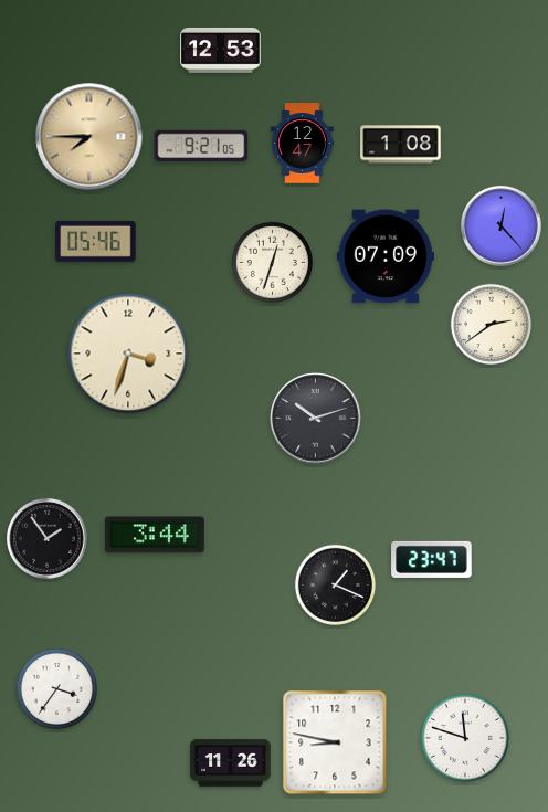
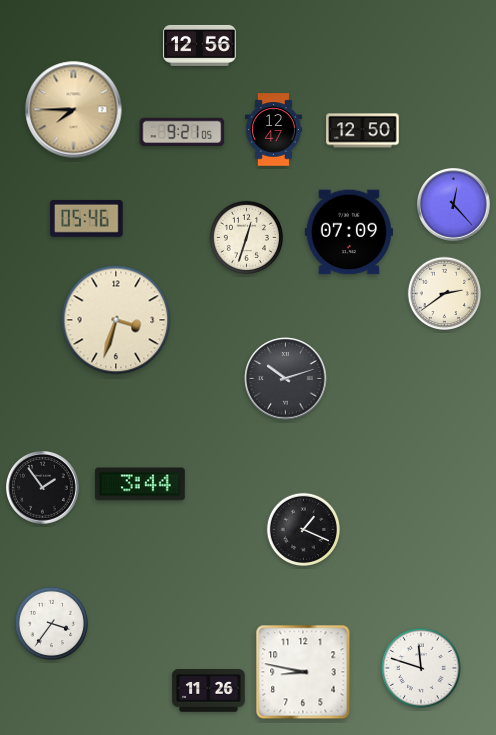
clock at (221, 50): 12:53 -> 12:56
clock at (89, 137) position: (89, 137) -> (74, 110)
clock at (401, 145): 1:08 -> 12:50
clock at (432, 559): 23:47 -> none
